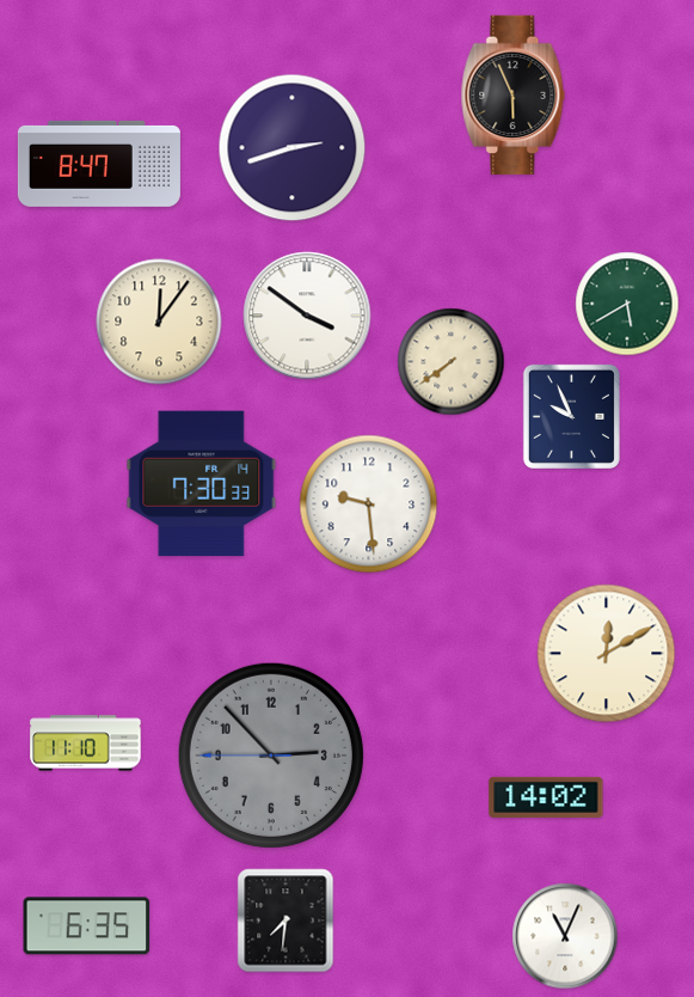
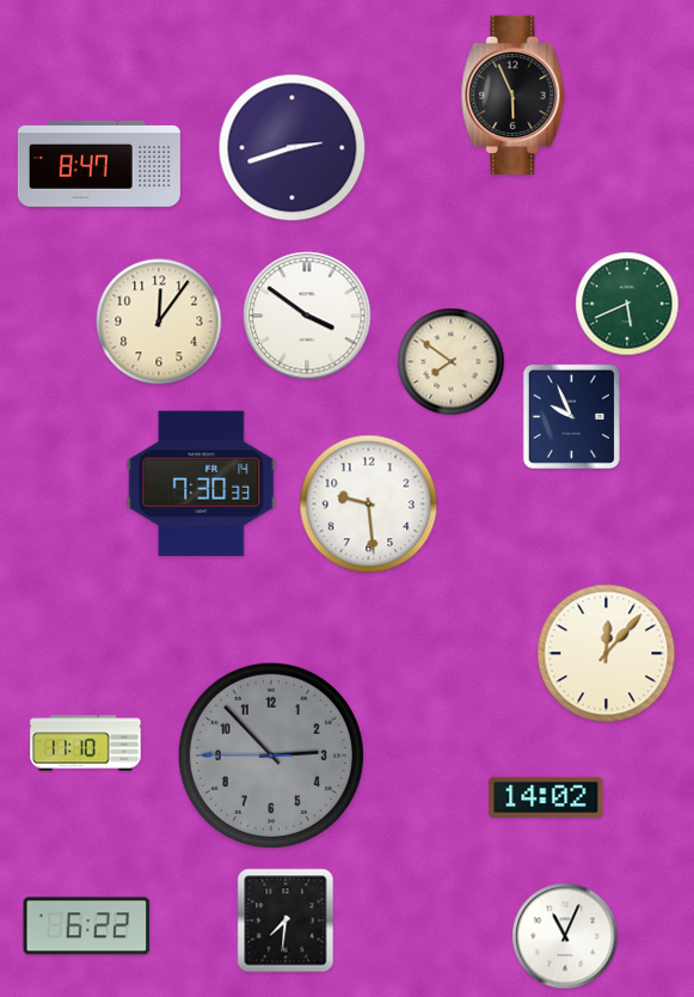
clock at (627, 304): 5:40 -> 5:41
clock at (452, 362): 7:39 -> 7:51
clock at (607, 654): 12:10 -> 12:07
clock at (87, 926): 6:35 -> 6:22
